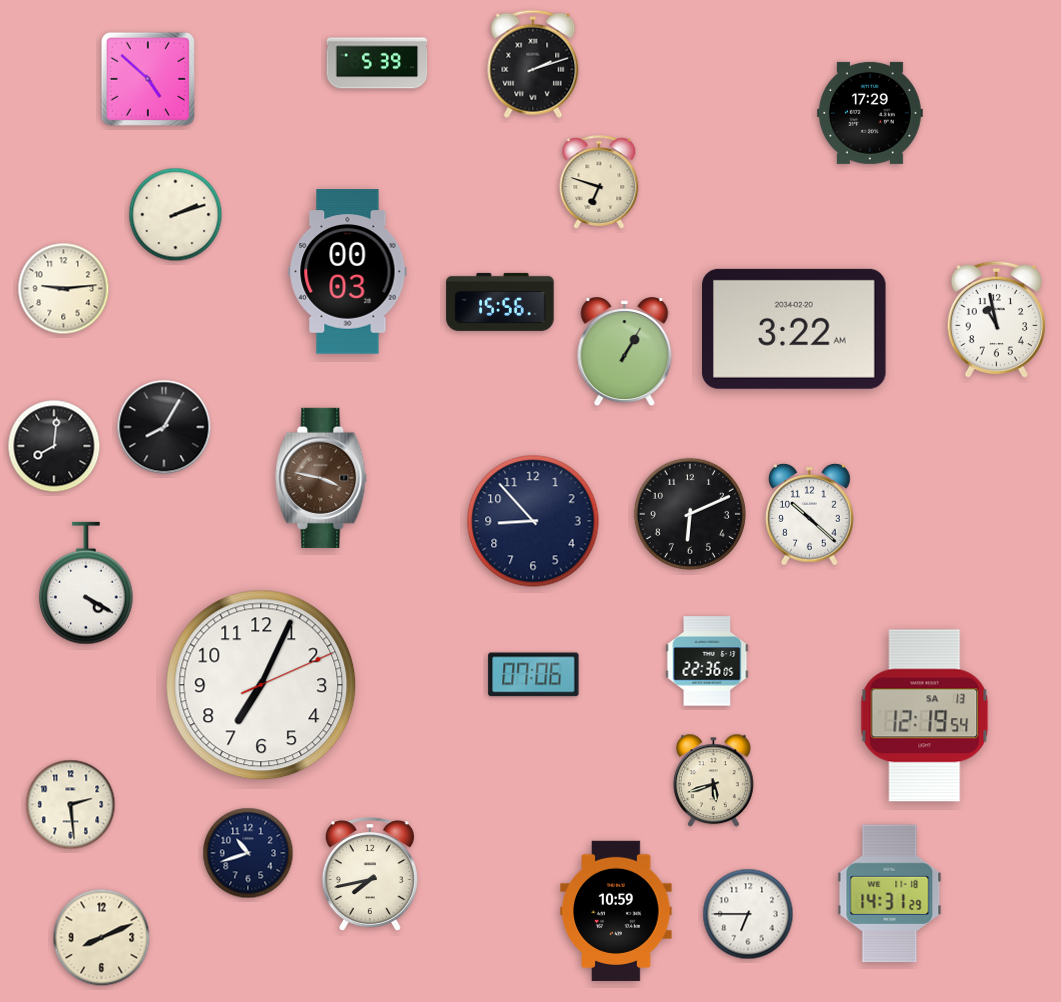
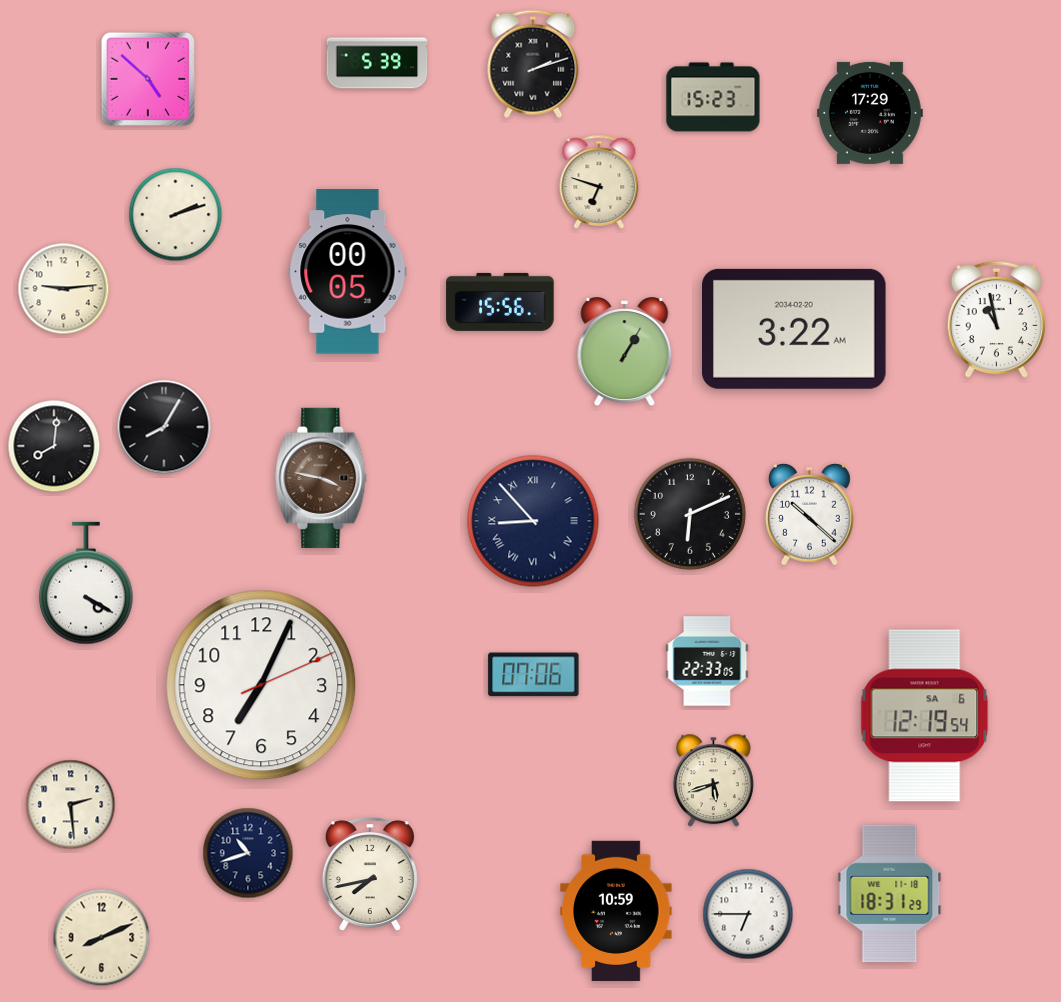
clock at (713, 97): none -> 15:23
clock at (348, 272): 00:03 -> 00:05
clock at (533, 521) numerals: Arabic -> Roman
clock at (707, 661): 22:36 -> 22:33
clock at (925, 716) date: SA 13 -> SA 6
clock at (890, 894): 14:31 -> 18:31
